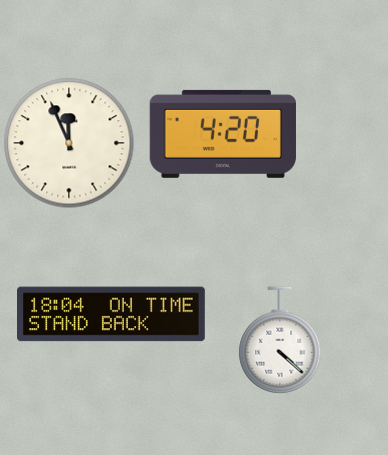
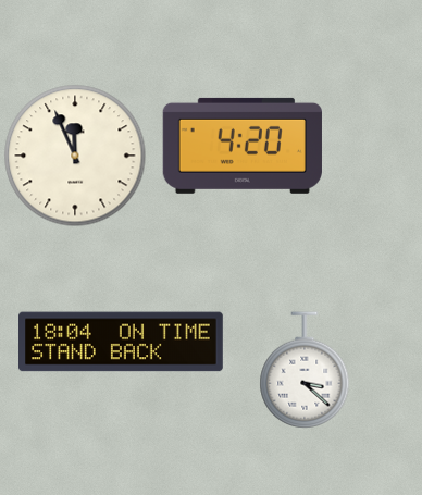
clock at (280, 340): 4:22 -> 3:22
